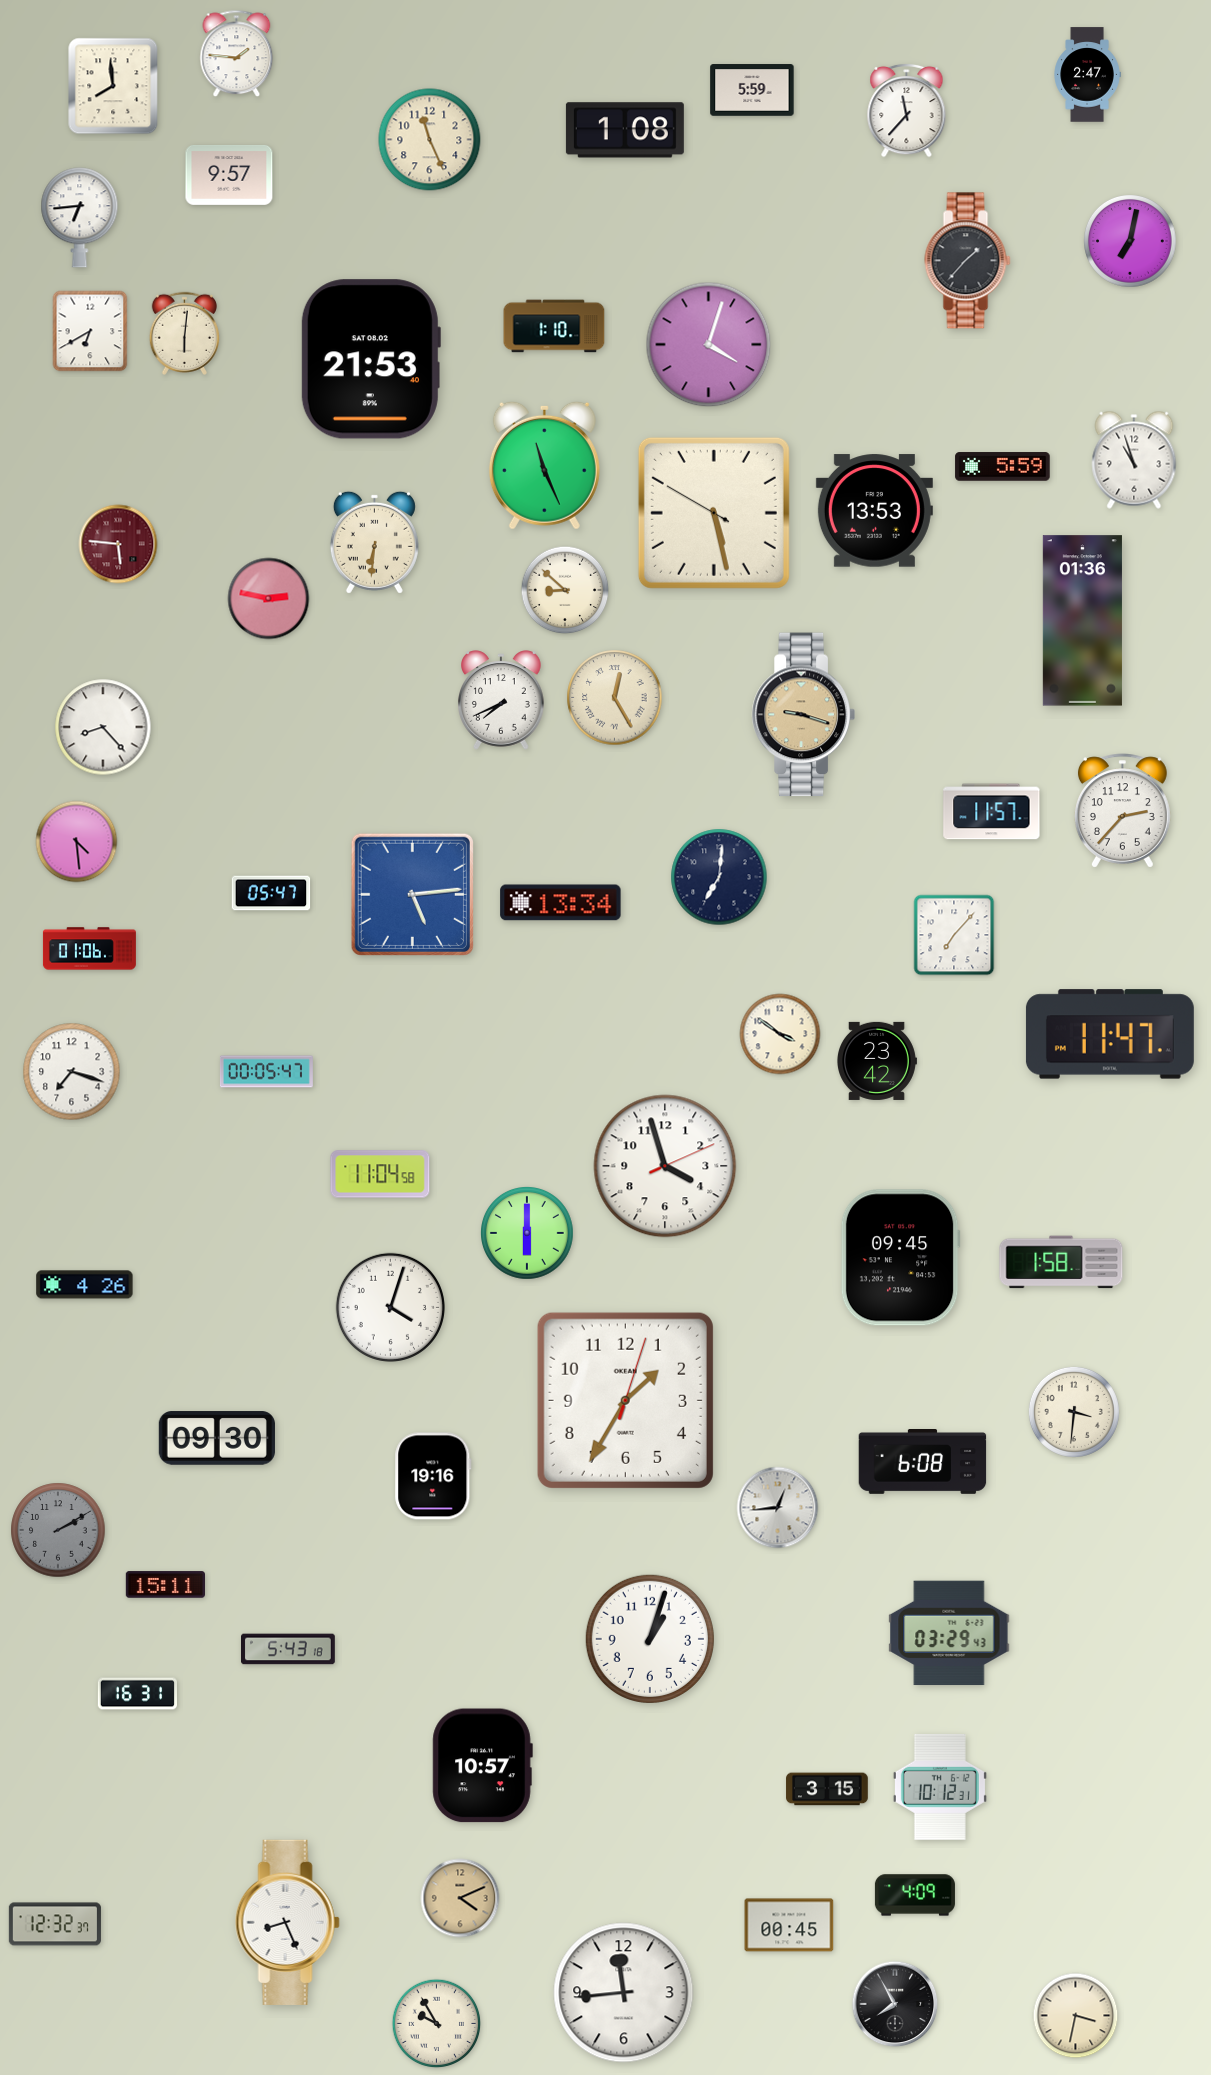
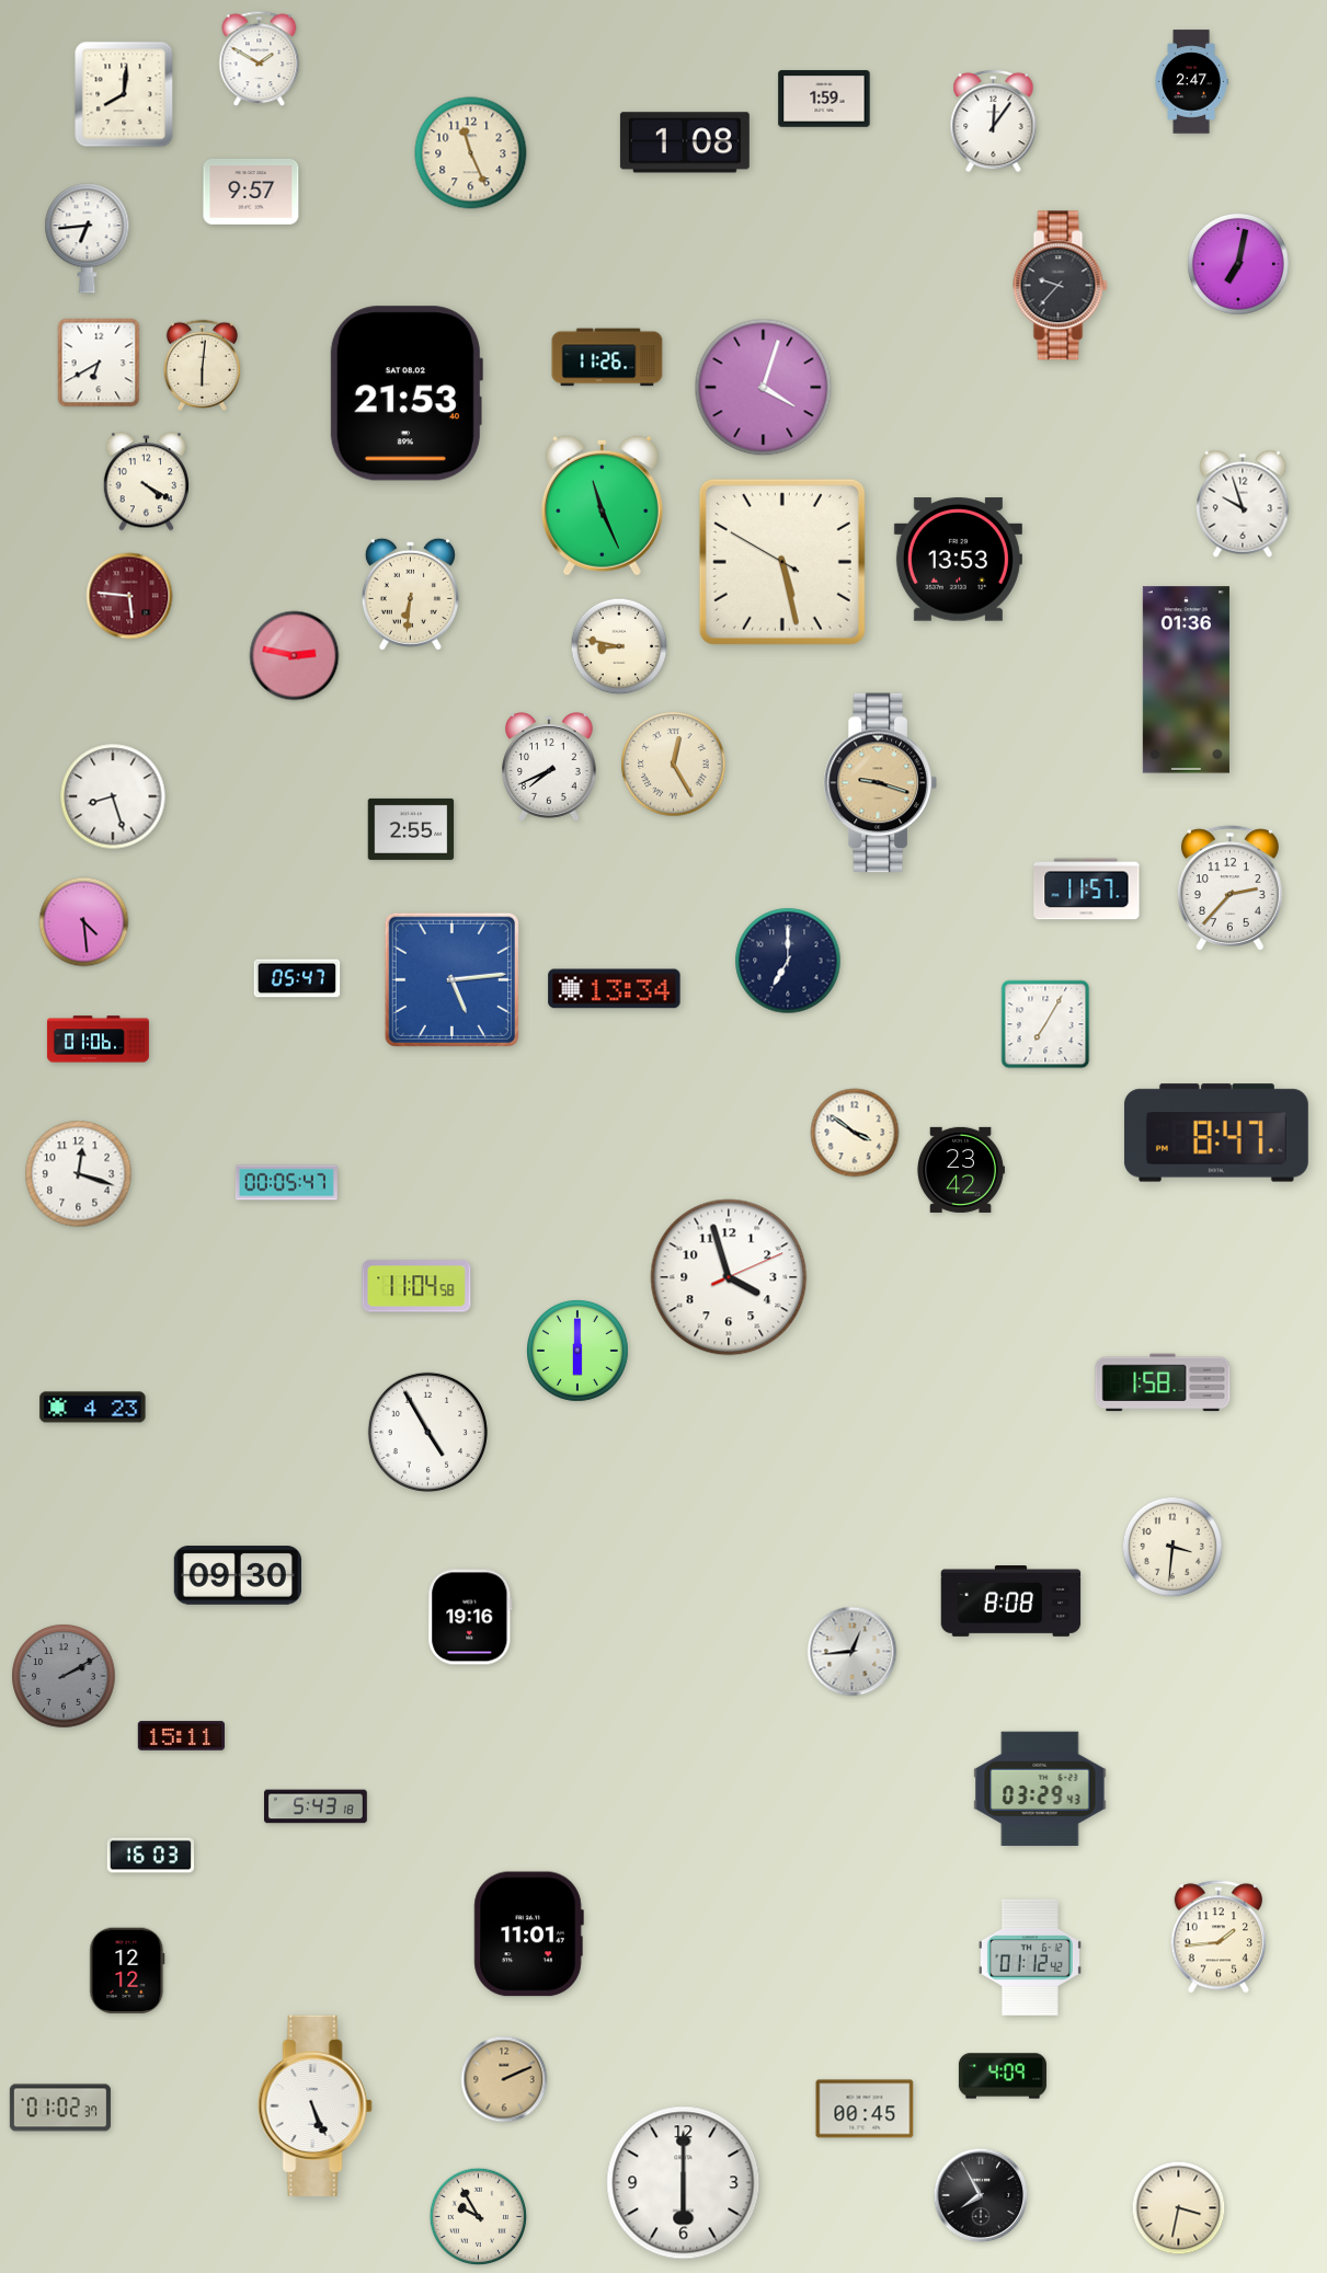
clock at (237, 54): 1:46 -> 1:50
clock at (113, 86): 7:59 -> 8:01
clock at (752, 90): 5:59 -> 1:59
clock at (907, 110): 11:37 -> 12:06
clock at (968, 261): 1:37 -> 9:37
clock at (554, 326): 1:10 -> 11:26
clock at (709, 345) position: (709, 345) -> (764, 388)
clock at (146, 482): none -> 4:20
clock at (1134, 460): 10:57 -> 9:57
clock at (544, 465) position: (544, 465) -> (602, 505)
clock at (1003, 467): 5:59 -> none
clock at (565, 590): 8:52 -> 8:47
clock at (103, 727): 8:23 -> 8:27
clock at (411, 829): none -> 2:55
clock at (719, 877): 7:01 -> 7:00
clock at (954, 935): 7:07 -> 7:05
clock at (1110, 1034): 11:47 -> 8:47
clock at (877, 1061) position: (877, 1061) -> (961, 1170)
clock at (72, 1072): 7:18 -> 12:18
clock at (266, 1072) position: (266, 1072) -> (286, 1183)
clock at (900, 1258): 09:45 -> none
clock at (85, 1285): 4:26 -> 4:23
clock at (390, 1307): 4:03 -> 4:55
clock at (625, 1400): 1:35 -> none
clock at (1074, 1412) position: (1074, 1412) -> (1172, 1547)
clock at (923, 1462): 6:08 -> 8:08
clock at (433, 1476) position: (433, 1476) -> (470, 1617)
clock at (650, 1639): 1:03 -> none
clock at (137, 1694): 16:31 -> 16:03
clock at (482, 1766): 10:57 -> 11:01
clock at (1219, 1937): none -> 1:44
clock at (940, 1787): 10:12 -> 01:12
clock at (827, 1789): 3:15 -> none
clock at (127, 1971): none -> 12:12
clock at (460, 1898): 4:11 -> 2:11
clock at (287, 1922): 8:26 -> 5:26
clock at (55, 1924): 12:32 -> 01:02
clock at (624, 1993): 11:44 -> 6:00
